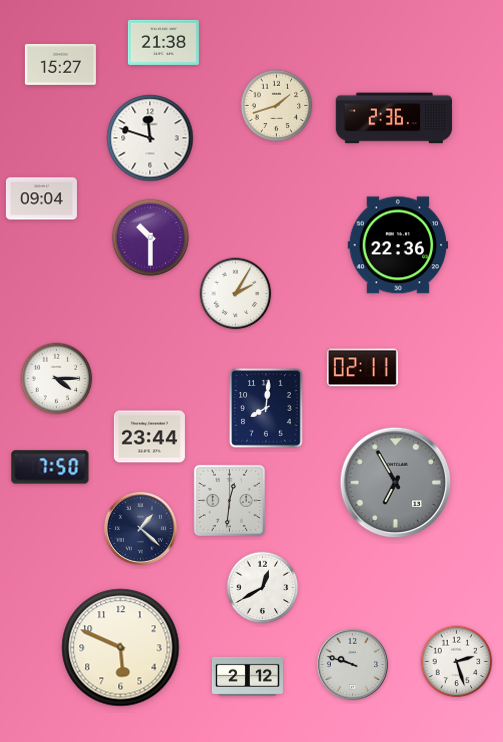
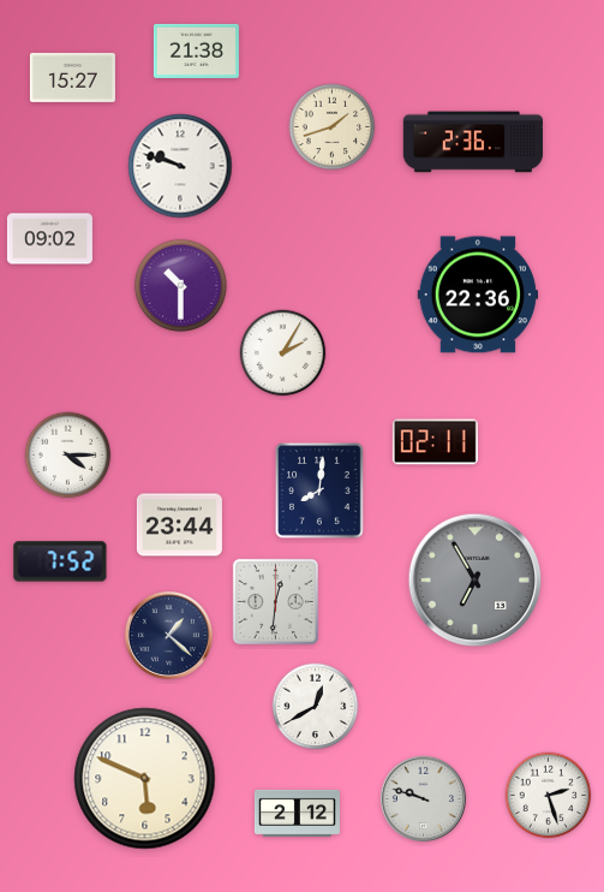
clock at (150, 138): 11:48 -> 9:48
clock at (41, 199): 09:04 -> 09:02
clock at (50, 467): 7:50 -> 7:52
